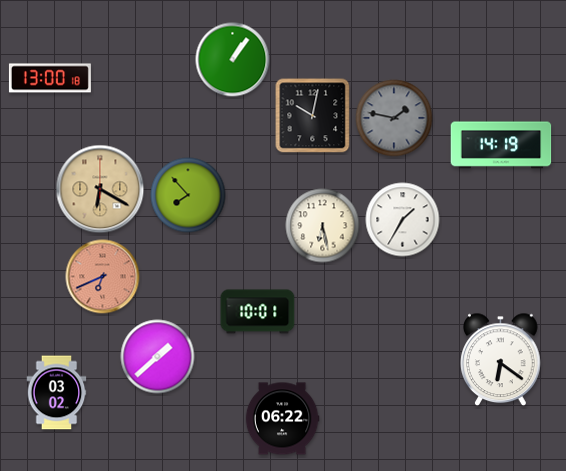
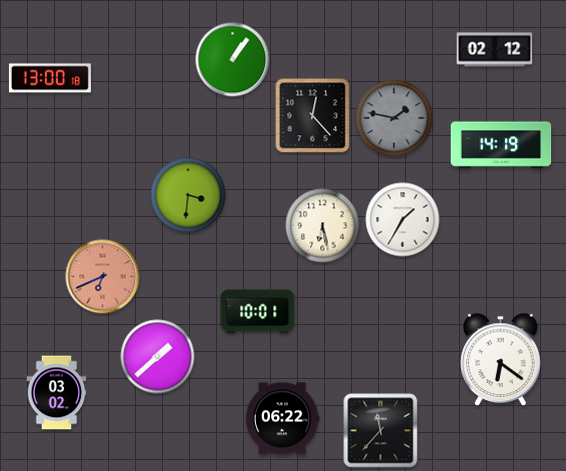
clock at (495, 50): none -> 02:12
clock at (313, 116): 10:02 -> 12:23
clock at (100, 189): 6:20 -> none
clock at (188, 195): 7:53 -> 3:31
clock at (381, 431): none -> 11:37
